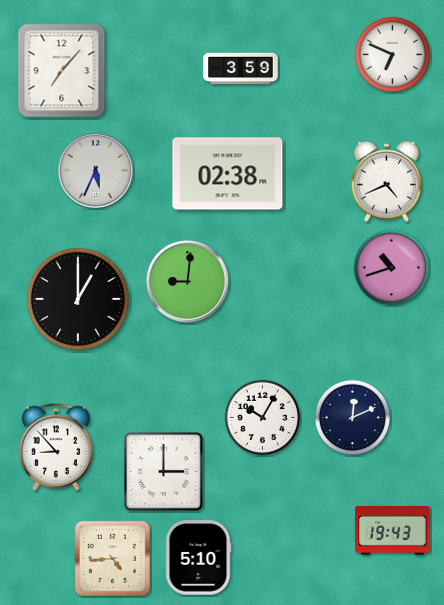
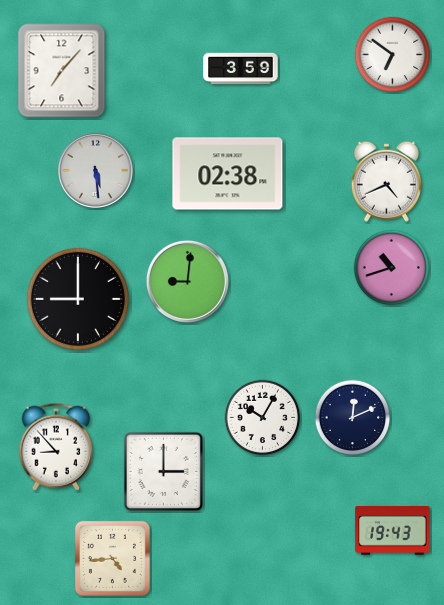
clock at (393, 55): 6:49 -> 6:51
clock at (95, 170): 5:34 -> 5:29
clock at (78, 299): 1:00 -> 9:00
clock at (198, 558): 5:10 -> none
